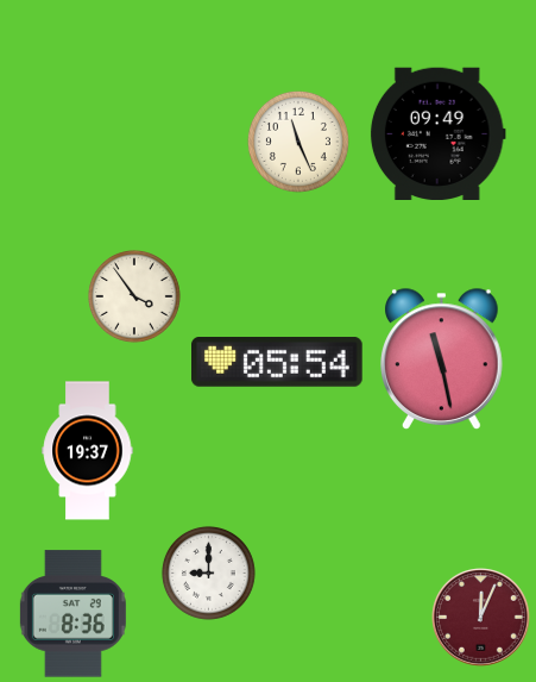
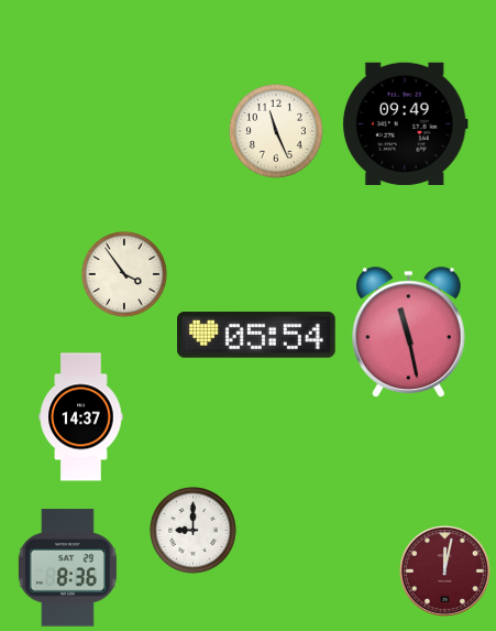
clock at (88, 451): 19:37 -> 14:37
clock at (481, 618): 12:04 -> 12:02
